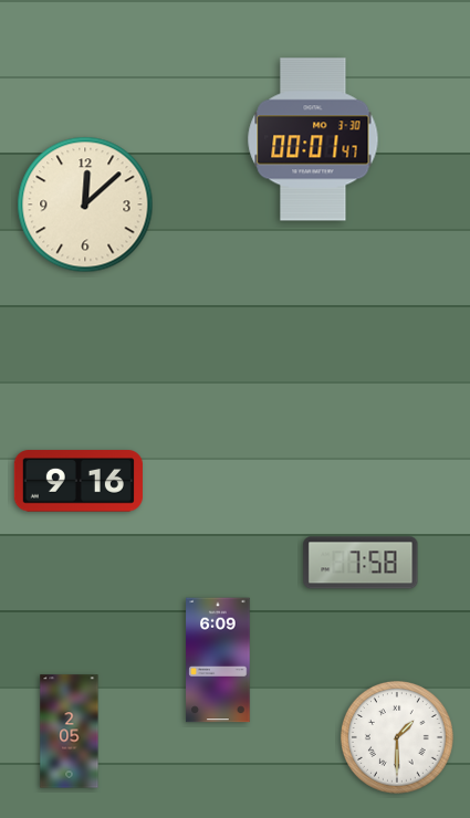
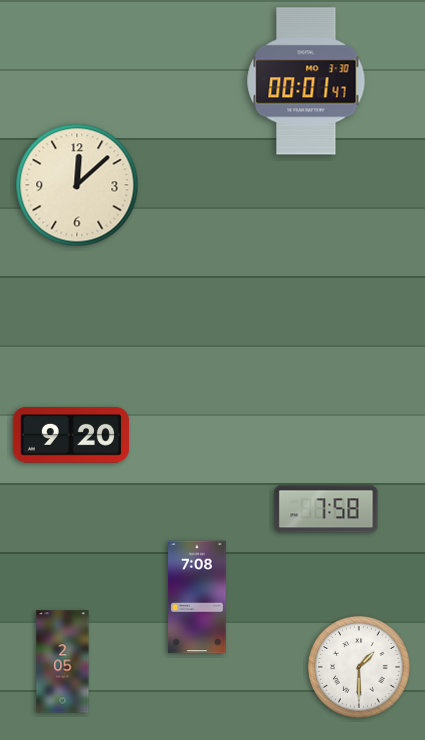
clock at (313, 139) position: (313, 139) -> (306, 81)
clock at (79, 481): 9:16 -> 9:20
clock at (218, 660): 6:09 -> 7:08
